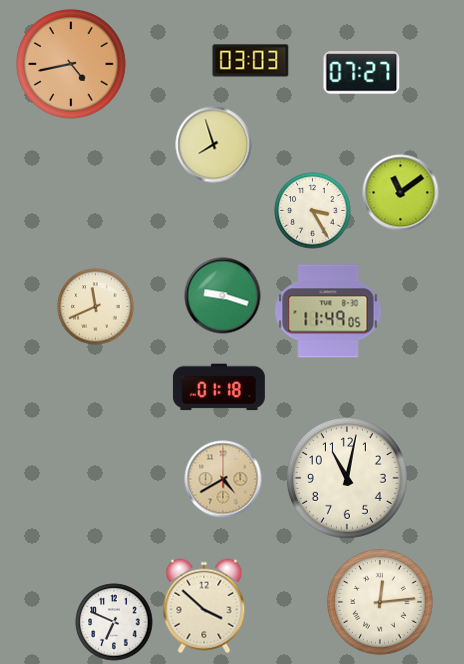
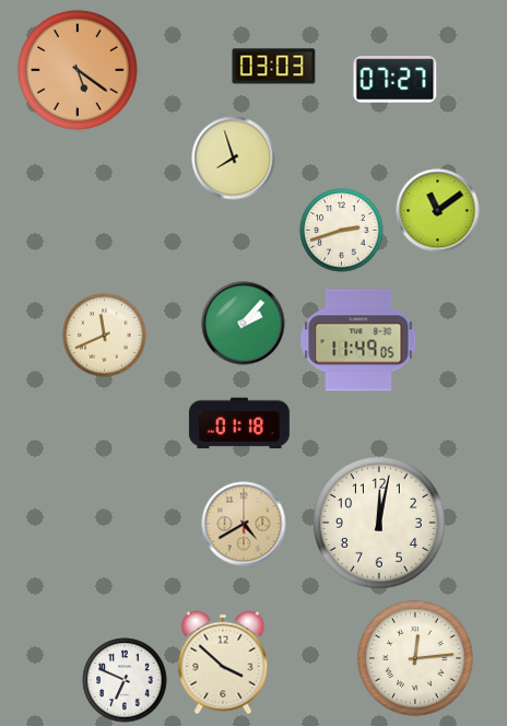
clock at (72, 65): 4:43 -> 5:21
clock at (313, 211): 3:25 -> 2:42
clock at (223, 296): 9:18 -> 2:07
clock at (347, 478): 11:02 -> 12:02
